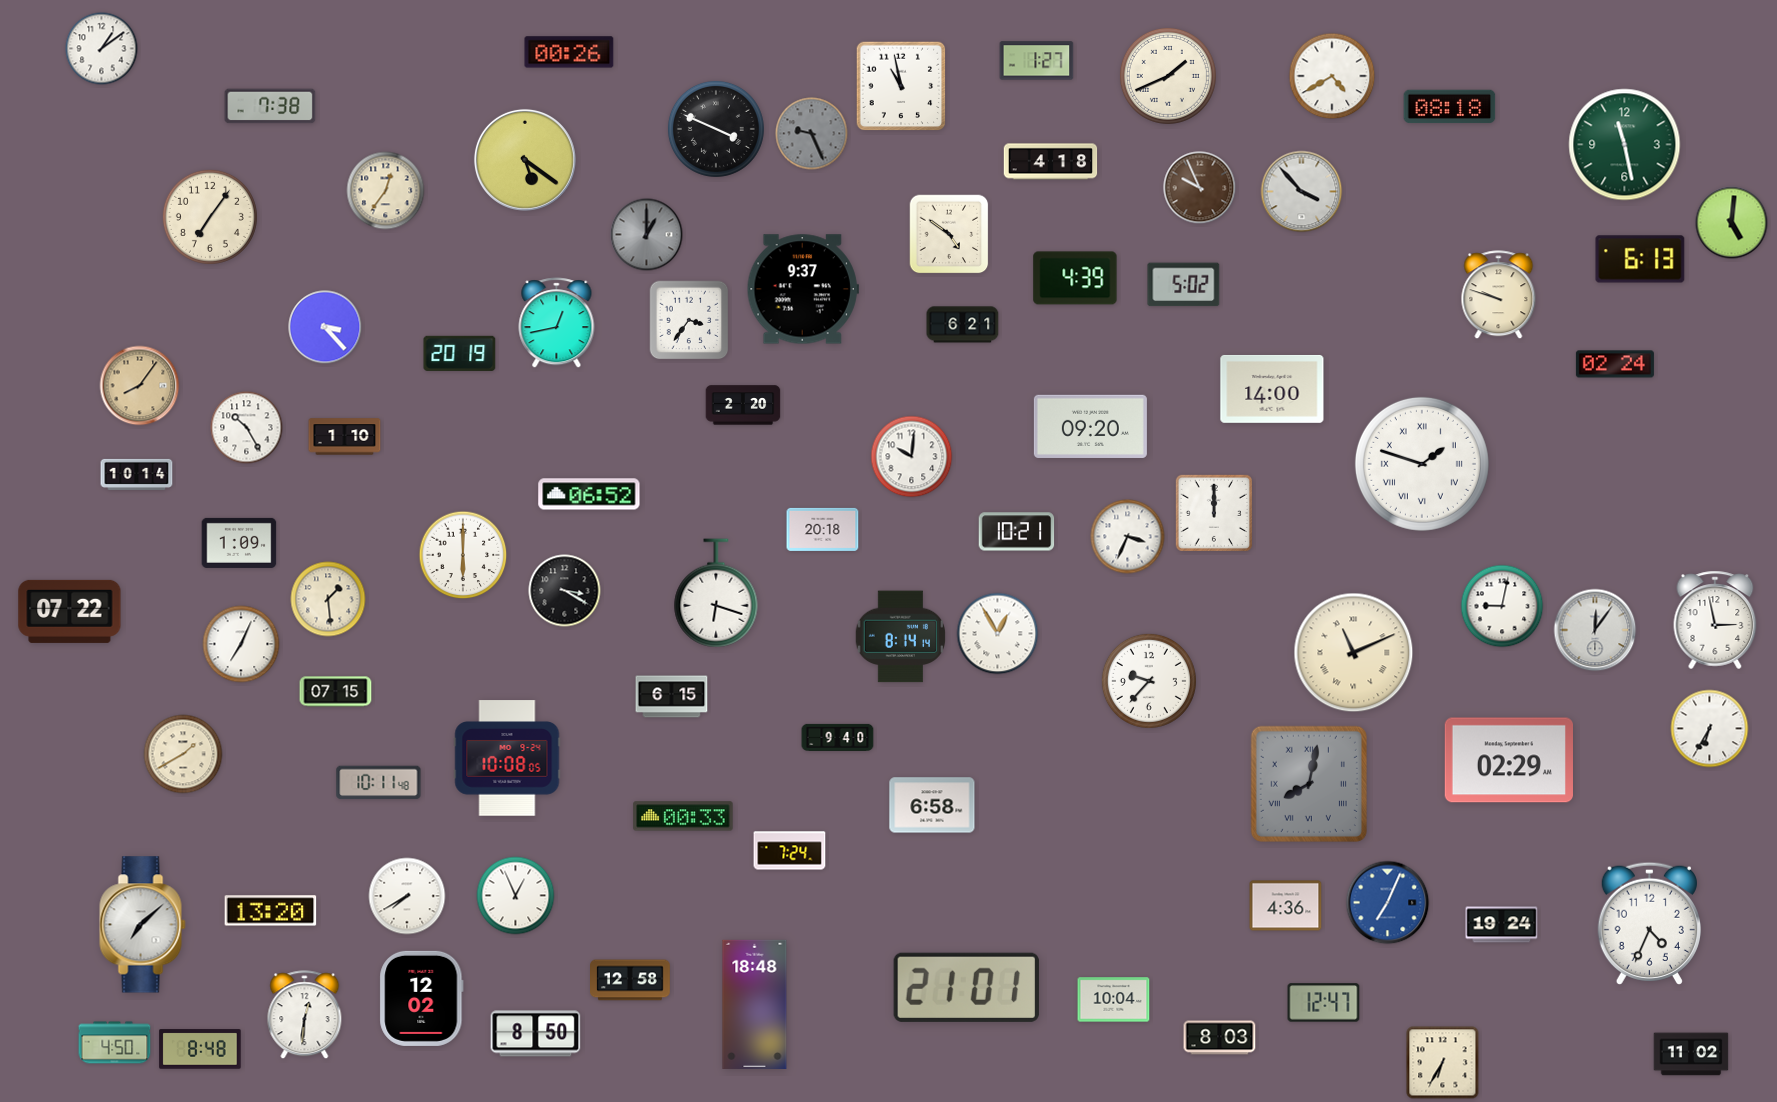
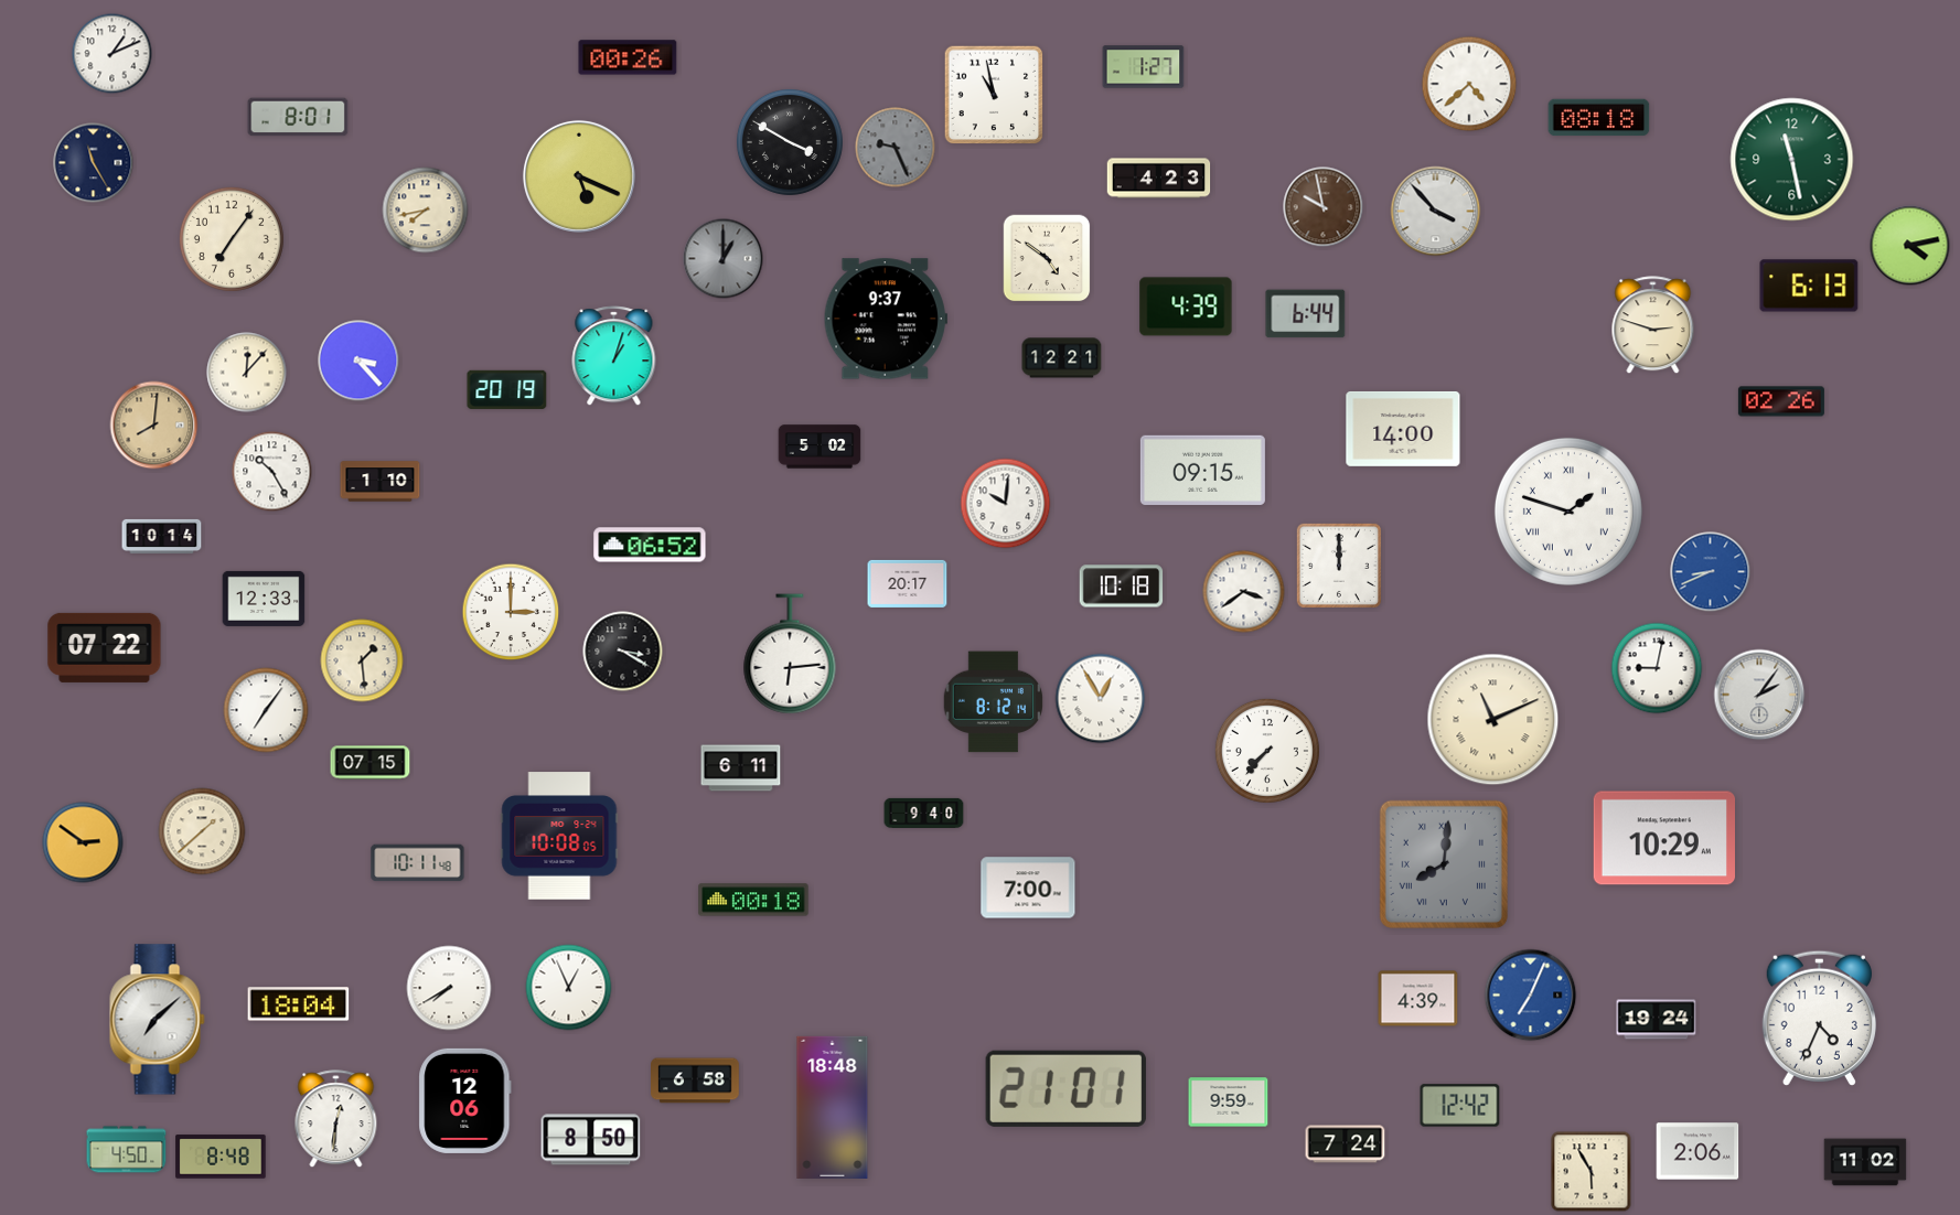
clock at (102, 49): 1:09 -> 1:11
clock at (1168, 76): 1:41 -> none
clock at (1332, 76): 4:40 -> 4:38
clock at (270, 106): 7:38 -> 8:01
clock at (716, 129): 3:49 -> 3:50
clock at (94, 163): none -> 11:25
clock at (525, 160): 5:21 -> 5:19
clock at (1051, 162): 4:18 -> 4:23
clock at (1200, 188): 9:56 -> 9:58
clock at (386, 191): 12:36 -> 7:43
clock at (1732, 223): 5:01 -> 4:13
clock at (647, 235) position: (647, 235) -> (724, 259)
clock at (1184, 285): 5:02 -> 6:44
clock at (1499, 295): 9:48 -> 2:48
clock at (689, 320): 3:36 -> none
clock at (557, 323): 12:43 -> 1:03
clock at (963, 325): 6:21 -> 12:21
clock at (247, 373): none -> 12:07
clock at (1615, 364): 02:24 -> 02:26
clock at (140, 386): 8:06 -> 8:01
clock at (743, 405): 2:20 -> 5:02
clock at (1090, 426): 09:20 -> 09:15
clock at (137, 474) position: (137, 474) -> (162, 536)
clock at (1711, 572): none -> 8:41
clock at (823, 529): 20:18 -> 20:17
clock at (1017, 532): 10:21 -> 10:18
clock at (1128, 537): 3:34 -> 3:39
clock at (239, 543): 1:09 -> 12:33
clock at (463, 555): 6:00 -> 3:00
clock at (716, 593): 6:18 -> 6:14
clock at (70, 611) position: (70, 611) -> (105, 647)
clock at (1715, 620): 2:58 -> none
clock at (1595, 630): 12:06 -> 2:06
clock at (900, 637): 8:14 -> 8:12
clock at (241, 644): 7:04 -> 7:06
clock at (1149, 681): 9:37 -> 7:37
clock at (672, 697): 6:15 -> 6:11
clock at (1710, 729): 6:35 -> none
clock at (183, 754): 1:40 -> 1:38
clock at (1508, 760): 02:29 -> 10:29
clock at (83, 842): none -> 2:51
clock at (1309, 784): 8:02 -> 8:01
clock at (932, 805): 6:58 -> 7:00
clock at (683, 816): 00:33 -> 00:18
clock at (790, 851): 7:24 -> none
clock at (1286, 906): 4:36 -> 4:39
clock at (271, 911): 13:20 -> 18:04
clock at (631, 980): 12:58 -> 6:58
clock at (422, 998): 12:02 -> 12:06
clock at (1114, 1000): 10:04 -> 9:59
clock at (1324, 1003): 12:47 -> 12:42
clock at (1220, 1038): 8:03 -> 7:24
clock at (1697, 1151): none -> 2:06
clock at (1443, 1063): 6:35 -> 5:55
